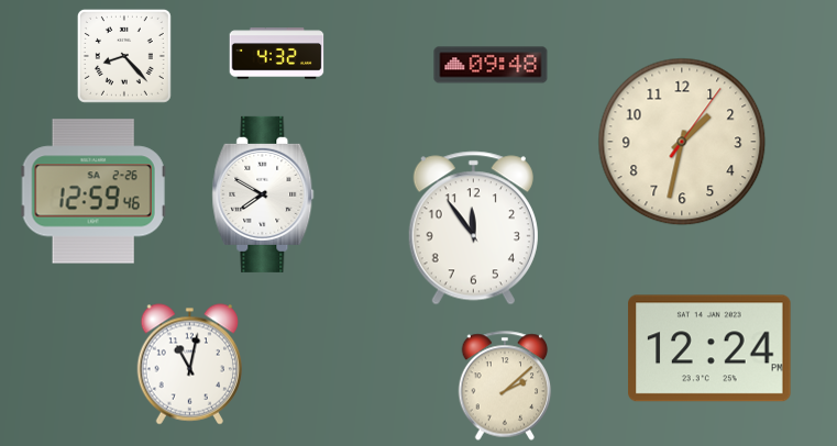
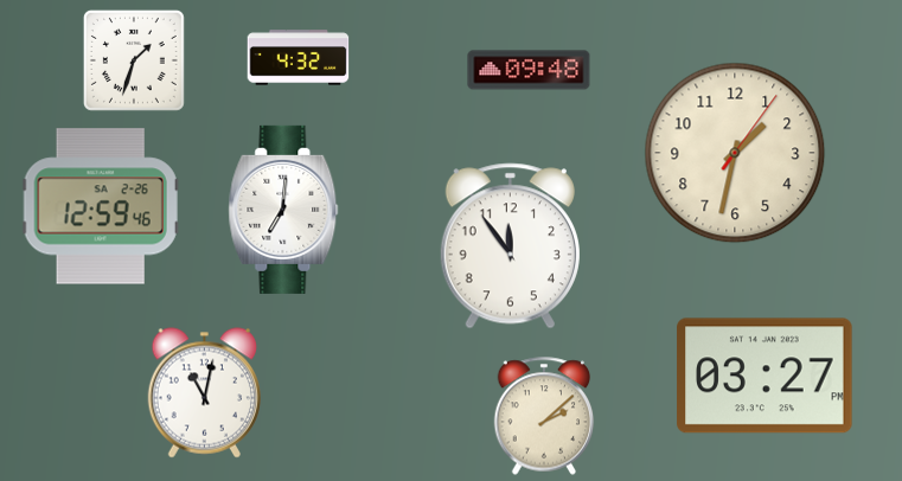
clock at (124, 56): 8:23 -> 1:33
clock at (263, 194): 7:50 -> 7:01
clock at (709, 348): 12:24 -> 03:27
